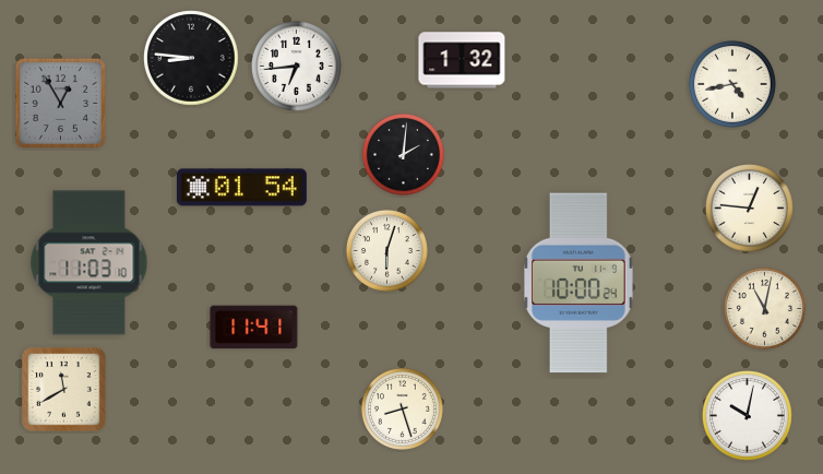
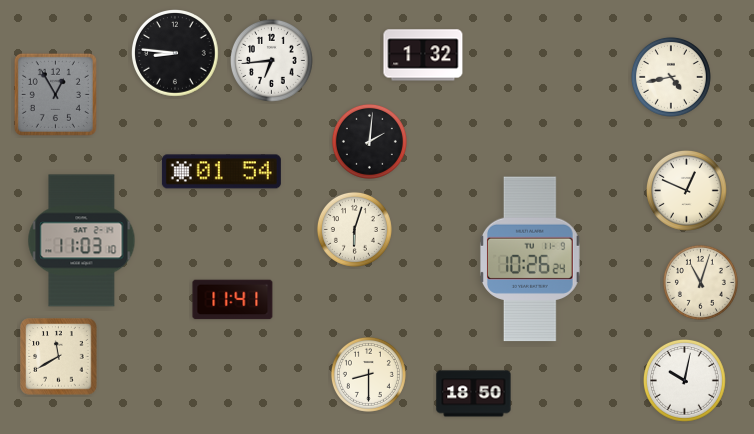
clock at (749, 208): 12:46 -> 12:49
clock at (579, 283): 10:00 -> 10:26
clock at (764, 308): 11:02 -> 11:03
clock at (402, 408): 8:27 -> 8:30
clock at (474, 394): none -> 18:50
